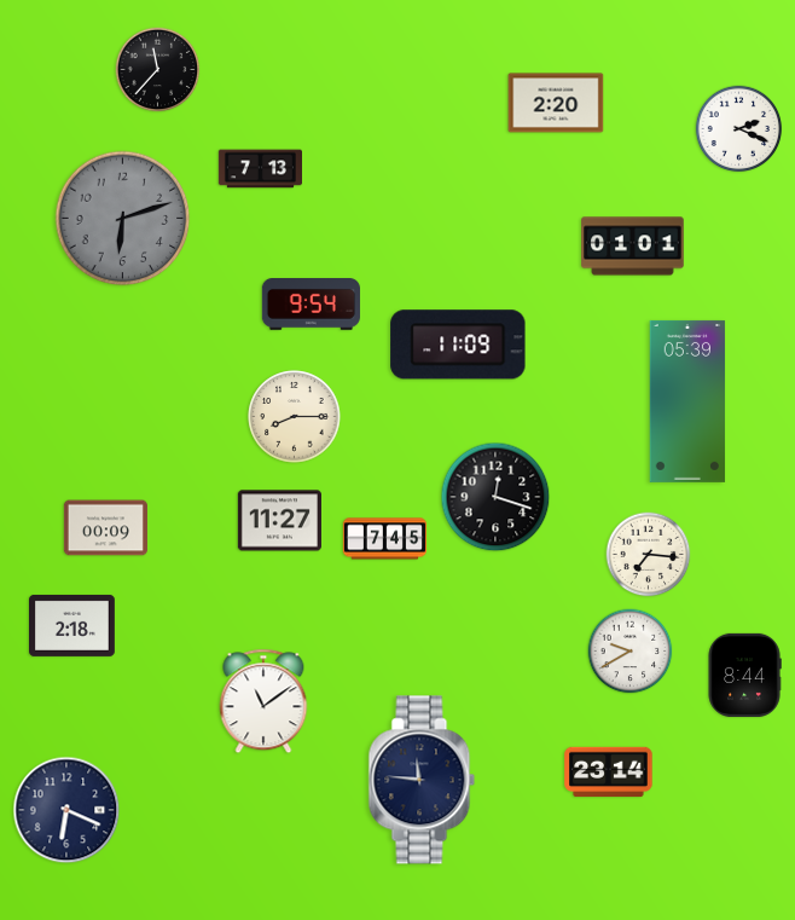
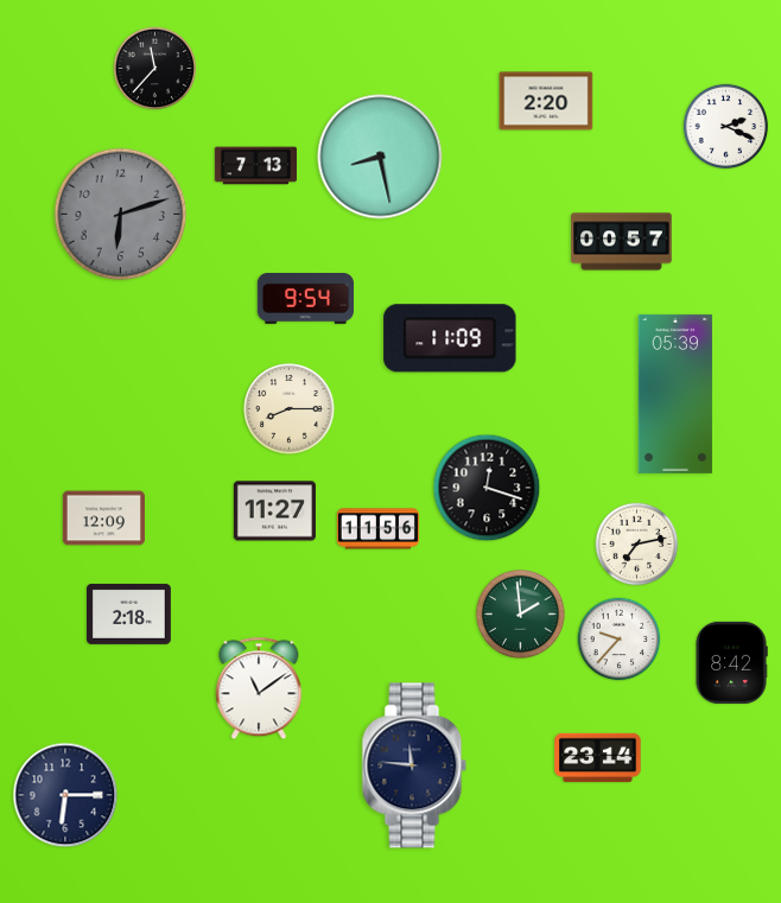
clock at (380, 157): none -> 8:28
clock at (633, 247): 01:01 -> 00:57
clock at (105, 528): 00:09 -> 12:09
clock at (384, 539): 7:45 -> 11:56
clock at (649, 555): 7:16 -> 7:13
clock at (72, 625) position: (72, 625) -> (129, 613)
clock at (520, 613): none -> 1:59
clock at (631, 652): 9:40 -> 9:37
clock at (744, 675): 8:44 -> 8:42
clock at (66, 810): 6:19 -> 6:15
